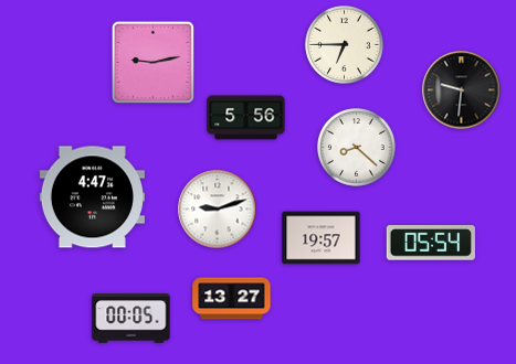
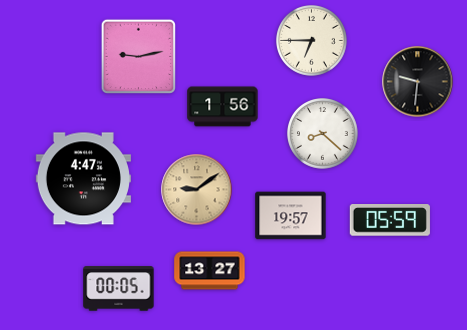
clock at (246, 118): 5:56 -> 1:56
clock at (218, 210): 9:12 -> 9:09
clock at (218, 210) dial: white -> champagne
clock at (431, 243): 05:54 -> 05:59
